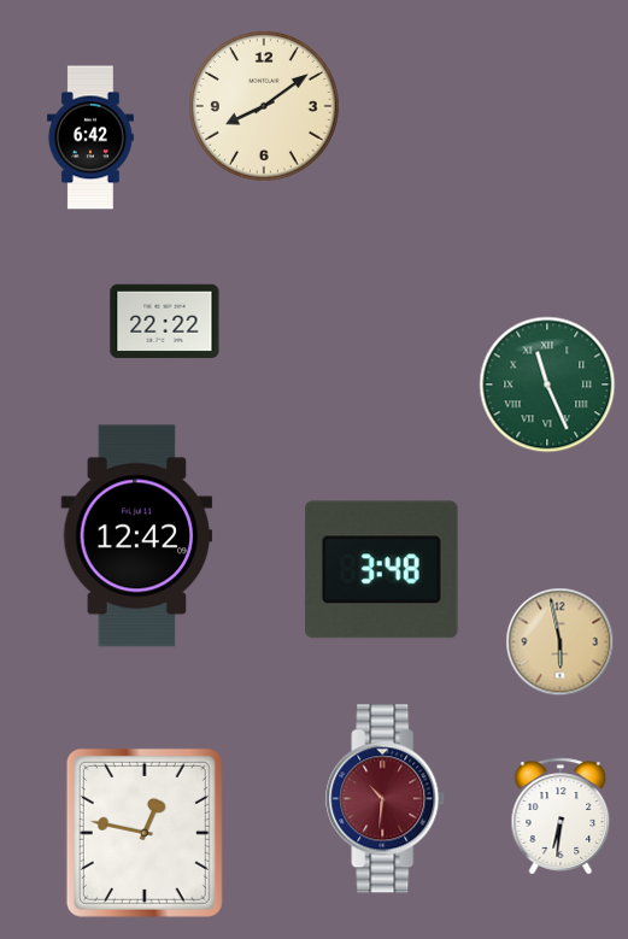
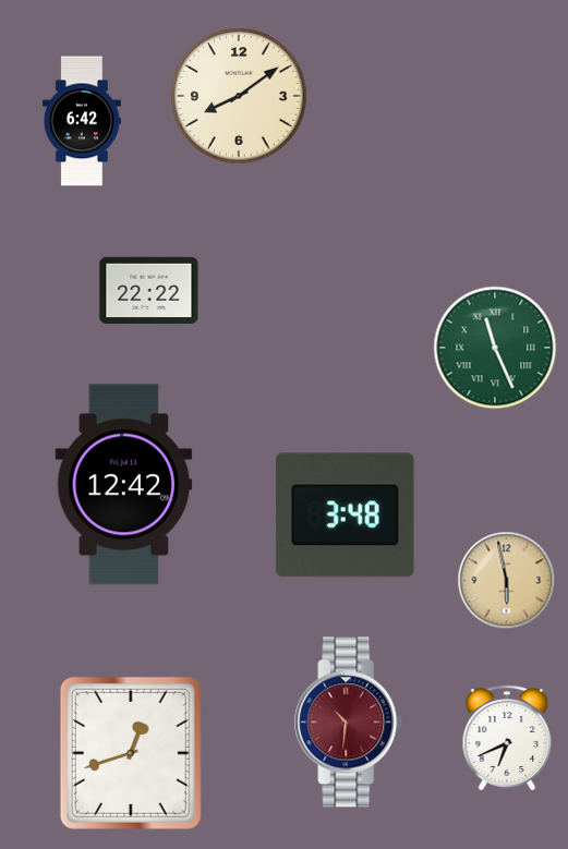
clock at (90, 137) position: (90, 137) -> (82, 121)
clock at (560, 816): 6:31 -> 6:41
clock at (145, 833): 12:47 -> 12:42
